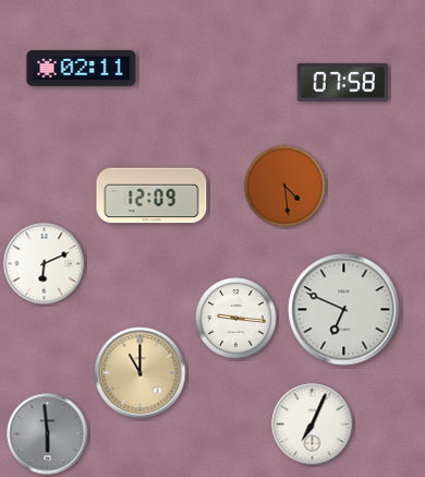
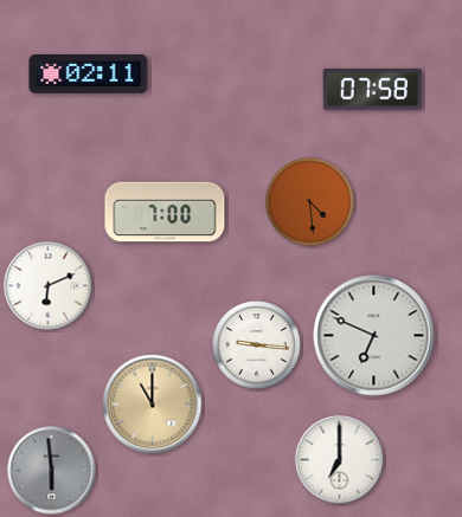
clock at (151, 195): 12:09 -> 7:00
clock at (313, 425): 7:04 -> 7:00
